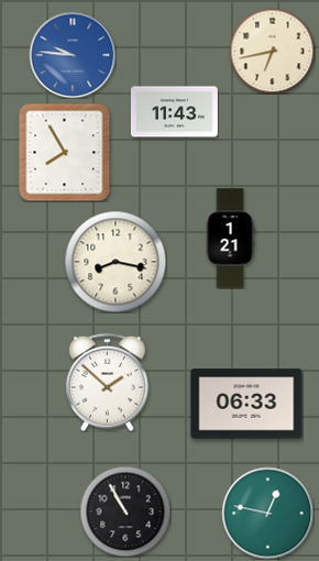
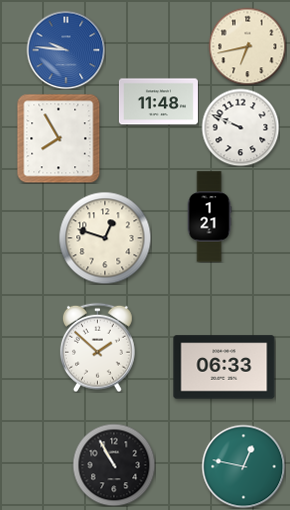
clock at (174, 112): 11:43 -> 11:48
clock at (240, 127): none -> 9:49
clock at (116, 262): 8:17 -> 12:48
